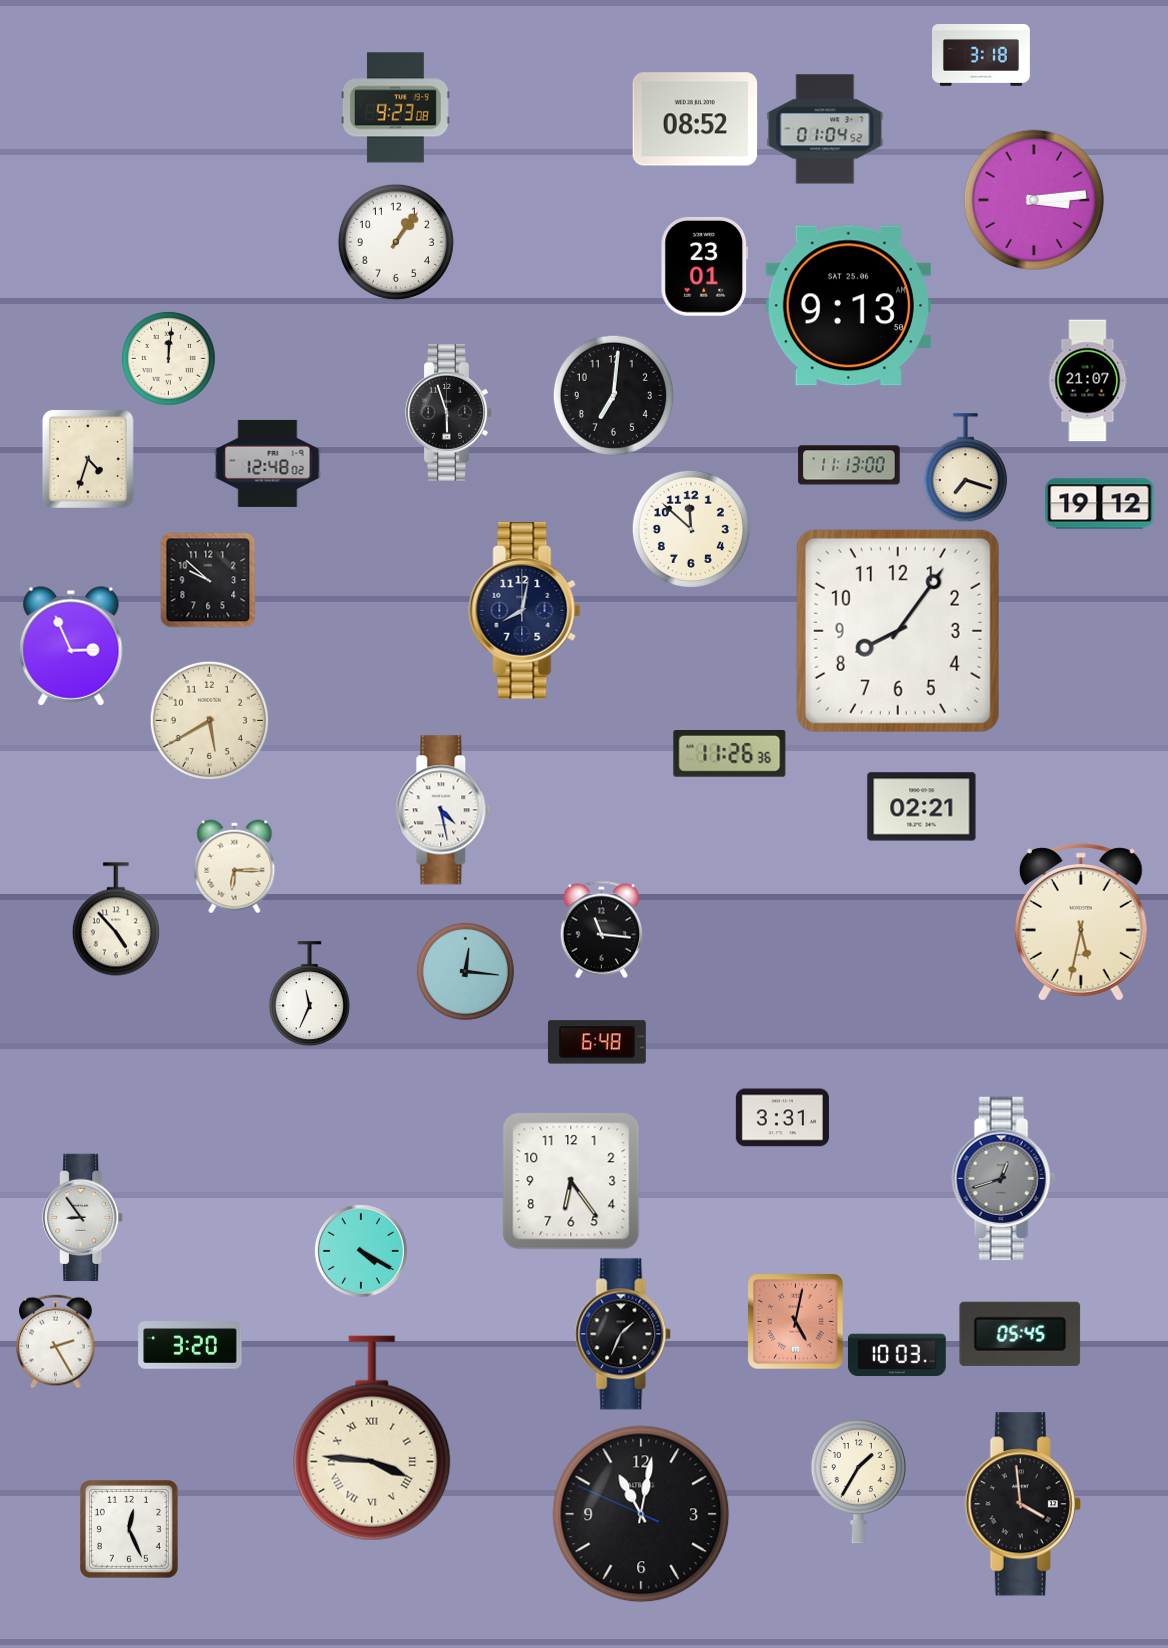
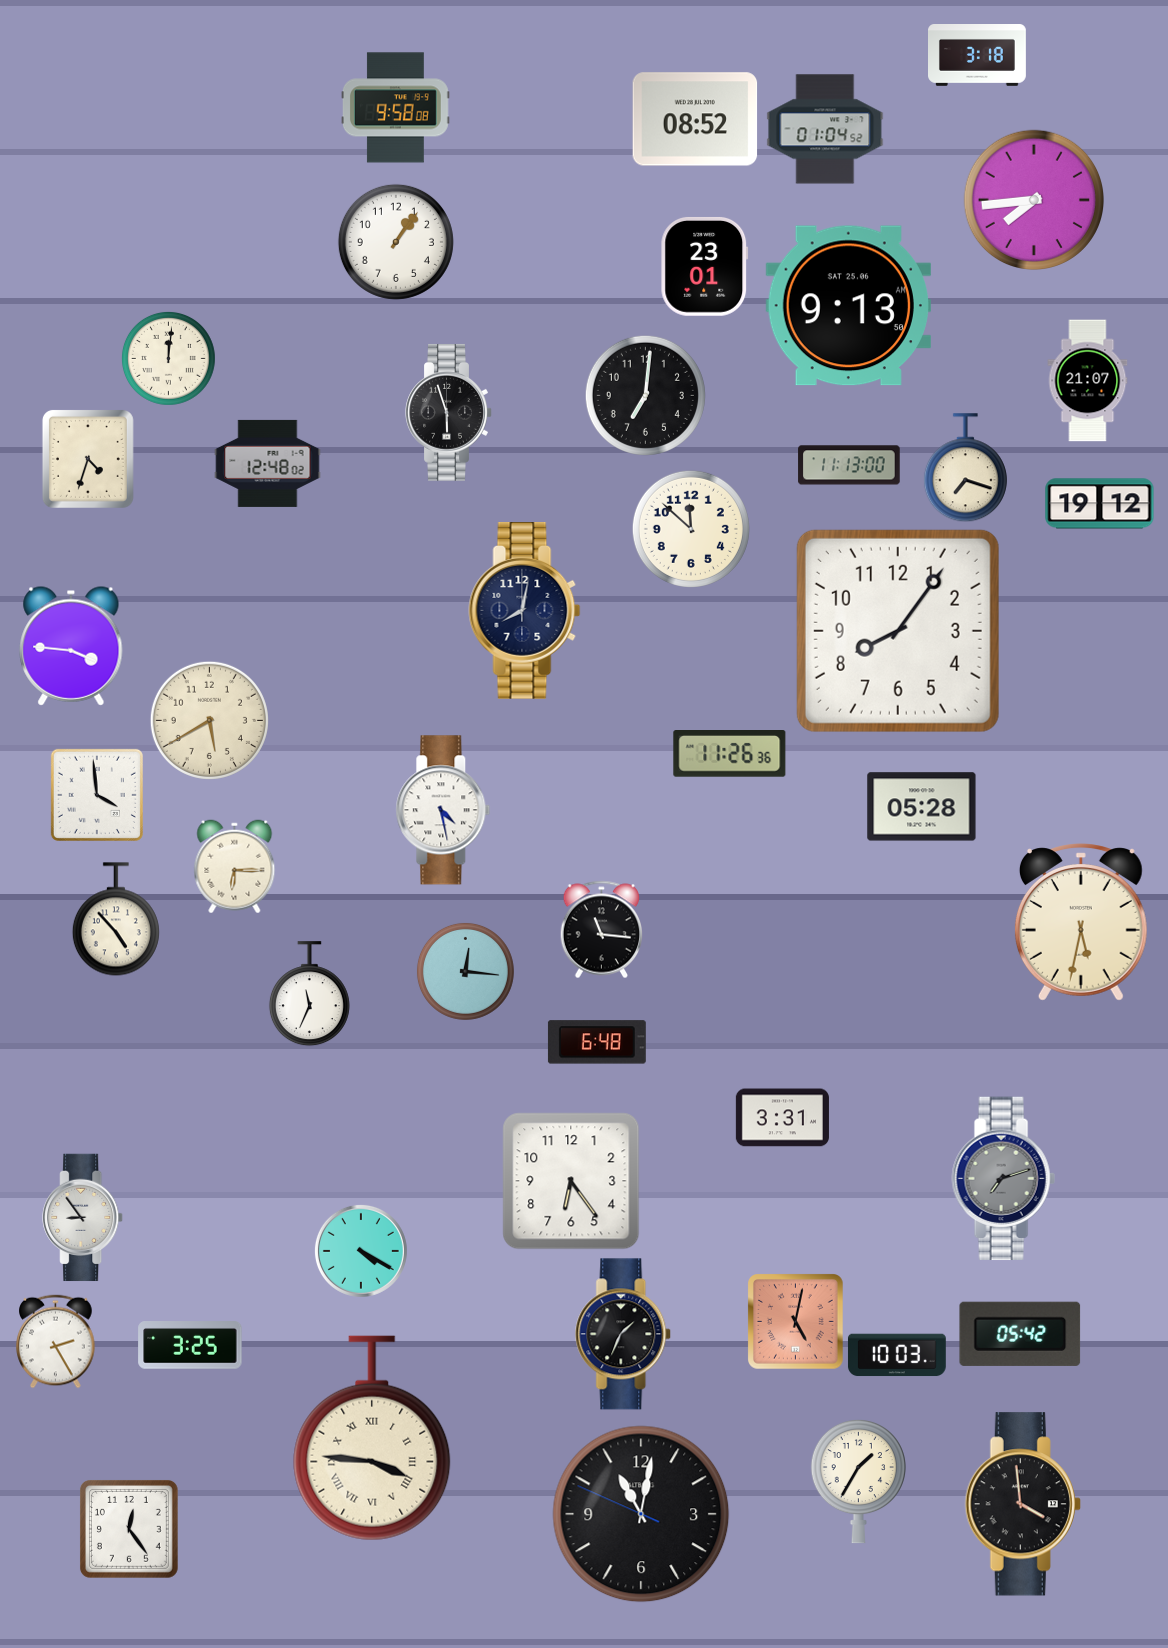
clock at (982, 56) position: (982, 56) -> (978, 56)
clock at (395, 108): 9:23 -> 9:58
clock at (1033, 199): 3:14 -> 7:44
clock at (613, 395) position: (613, 395) -> (645, 395)
clock at (208, 580): 9:52 -> none
clock at (71, 646): 2:56 -> 3:46
clock at (97, 795): none -> 3:59
clock at (922, 807): 02:21 -> 05:28
clock at (1003, 1179): 12:42 -> 7:12
clock at (1020, 1334): 05:45 -> 05:42
clock at (190, 1346): 3:20 -> 3:25
clock at (129, 1529): 12:26 -> 12:24
